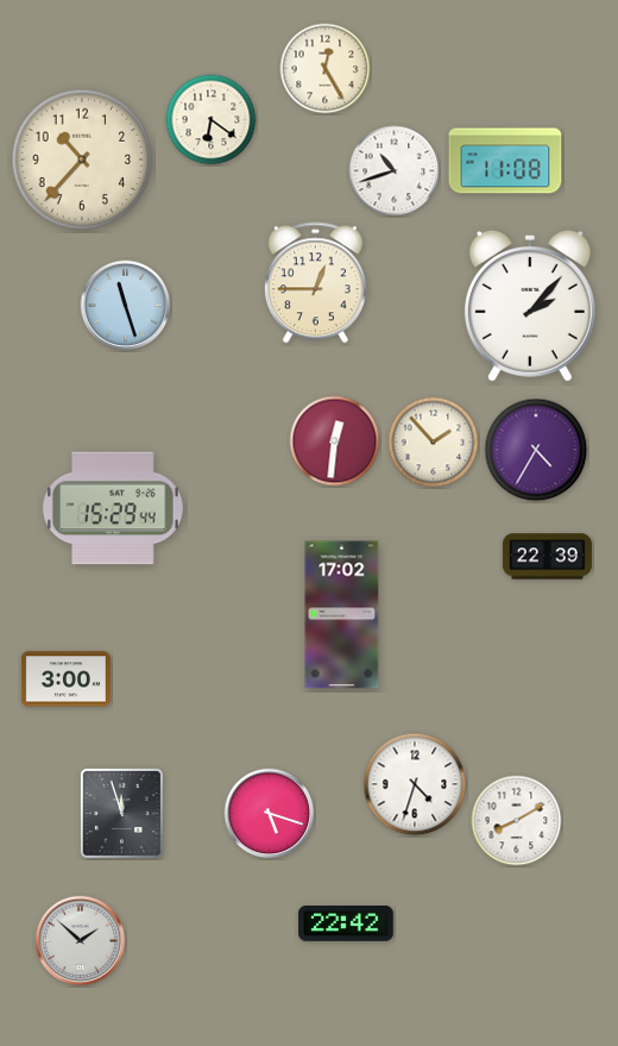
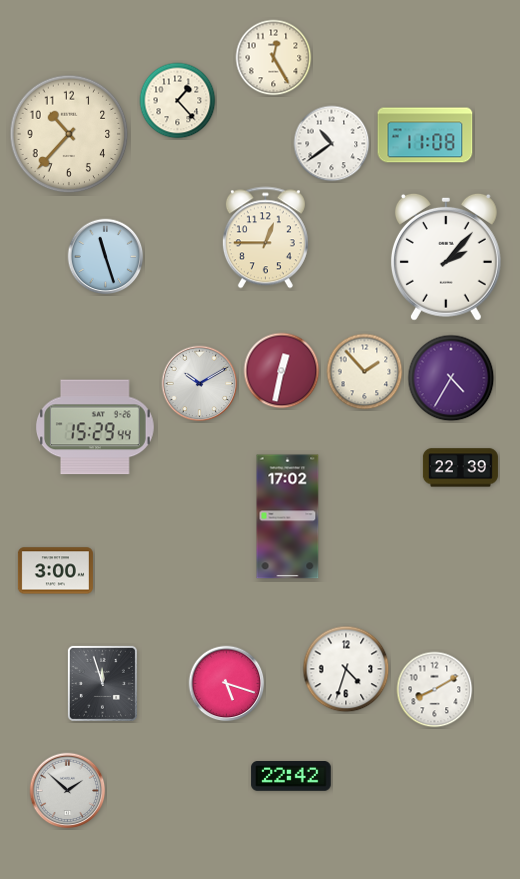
clock at (212, 120): 6:21 -> 1:23
clock at (395, 171): 10:42 -> 10:39
clock at (335, 441): 12:31 -> 12:32
clock at (200, 384): none -> 10:10
clock at (415, 784) position: (415, 784) -> (346, 669)
